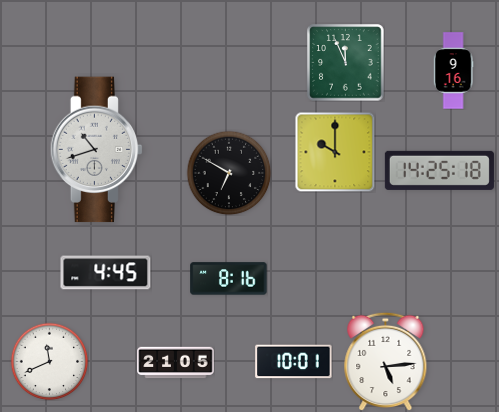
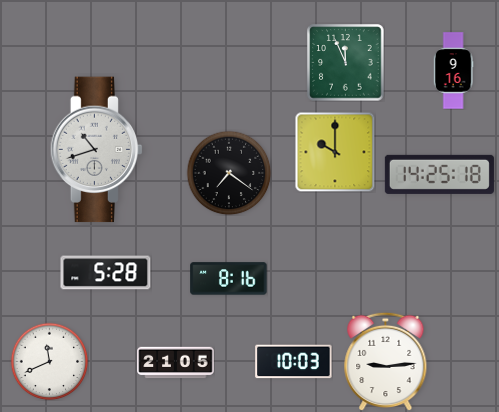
clock at (439, 170) position: (439, 170) -> (439, 174)
clock at (229, 173): 6:50 -> 7:21
clock at (106, 273): 4:45 -> 5:28
clock at (386, 361): 5:14 -> 9:14
clock at (294, 362): 10:01 -> 10:03
